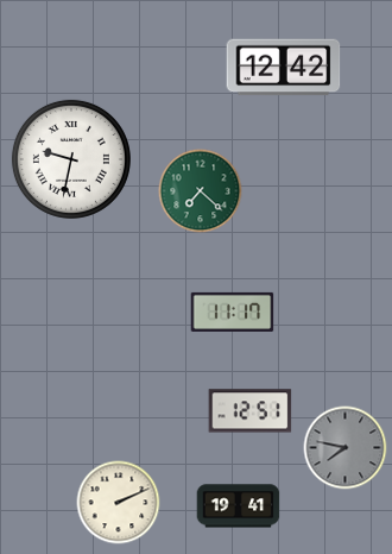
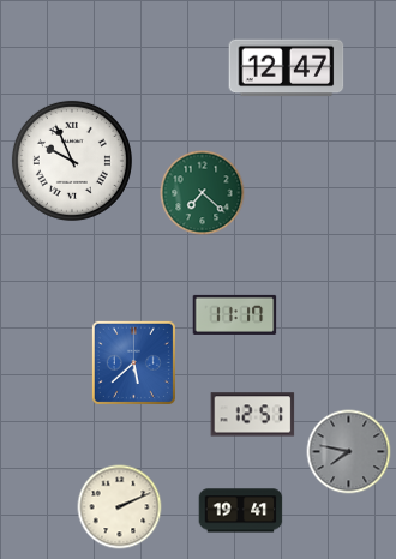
clock at (284, 68): 12:42 -> 12:47
clock at (71, 159): 9:32 -> 9:56
clock at (133, 362): none -> 5:38
